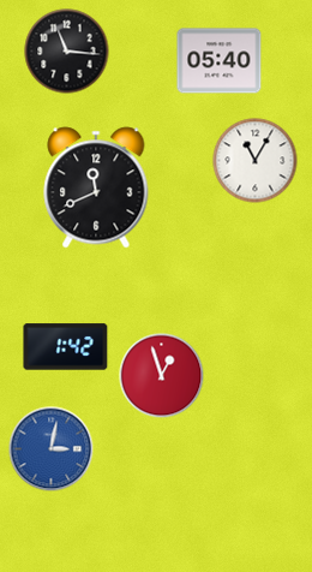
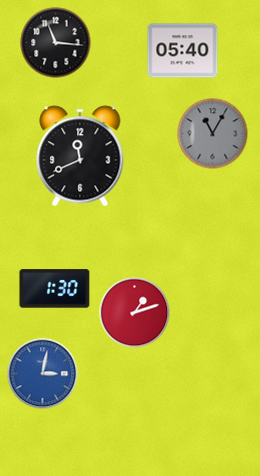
clock at (256, 161) dial: white -> grey
clock at (66, 347): 1:42 -> 1:30
clock at (162, 376): 12:57 -> 1:12
